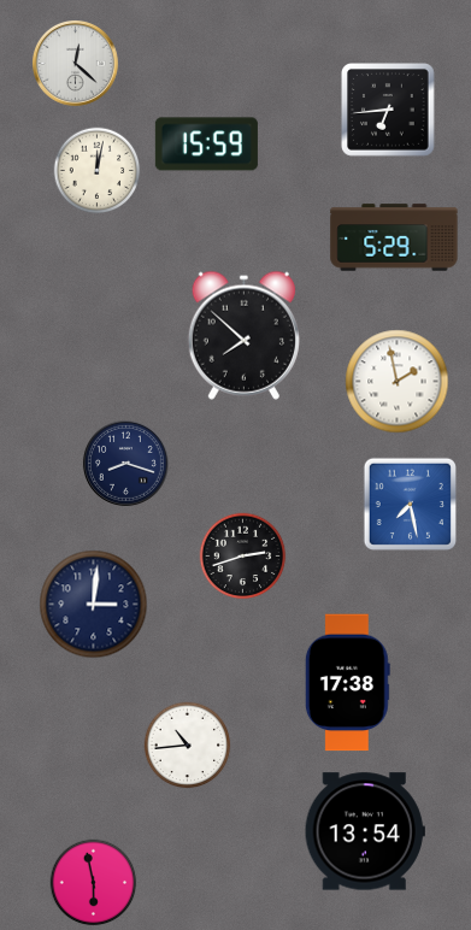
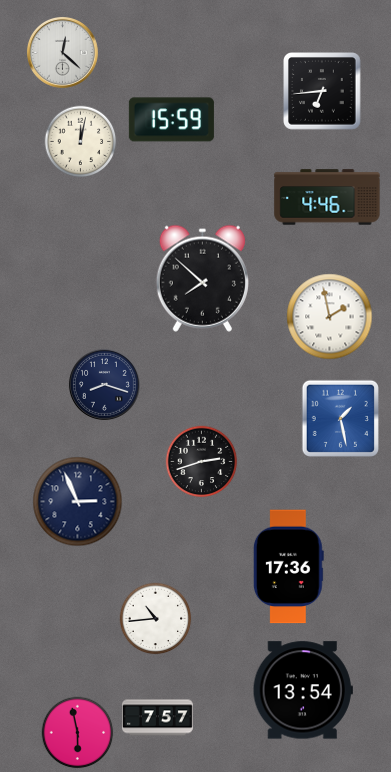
clock at (394, 237): 5:29 -> 4:46
clock at (410, 504): 7:28 -> 1:28
clock at (94, 605): 3:01 -> 2:56
clock at (347, 683): 17:38 -> 17:36
clock at (157, 718): none -> 7:57
